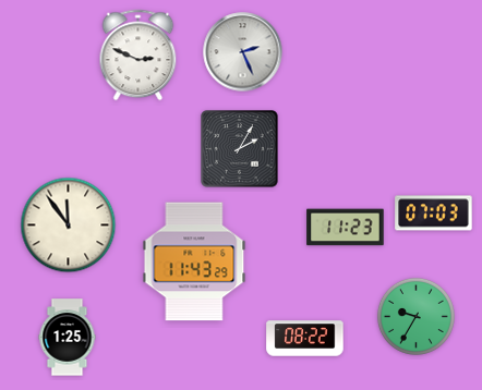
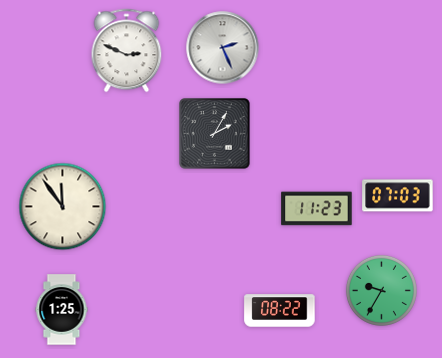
clock at (240, 149) position: (240, 149) -> (215, 134)
clock at (194, 261): 11:43 -> none
